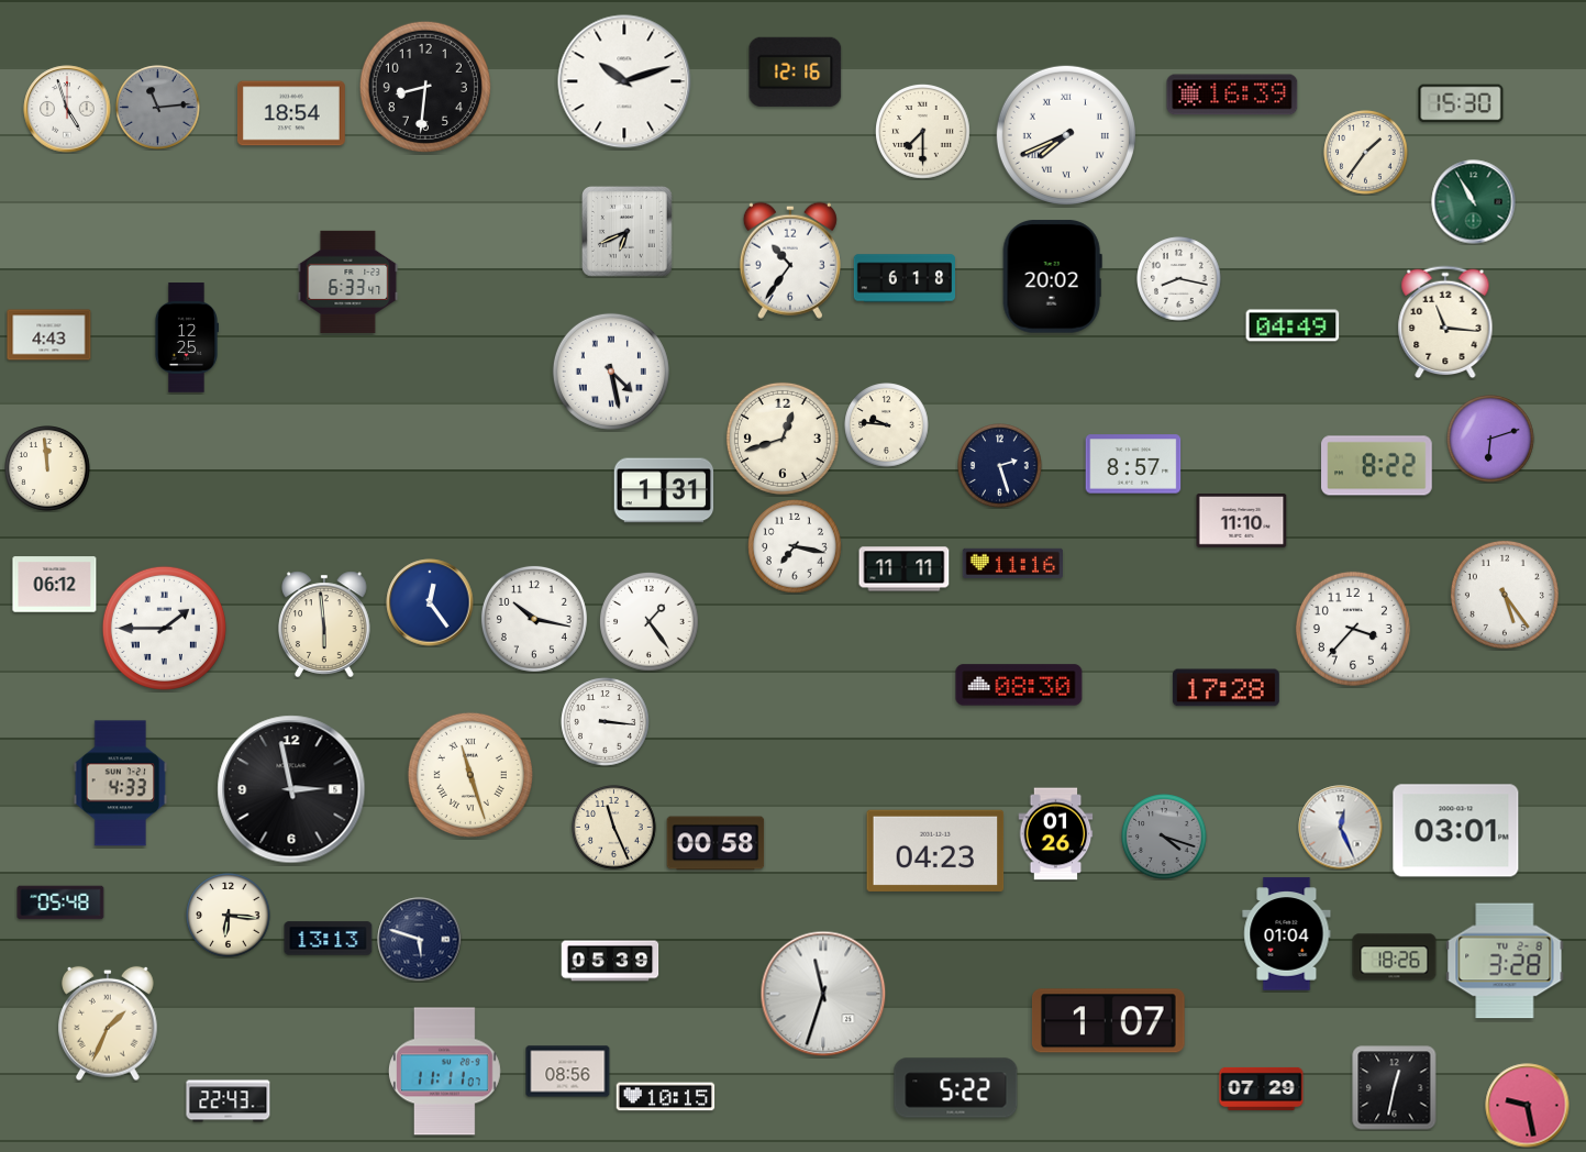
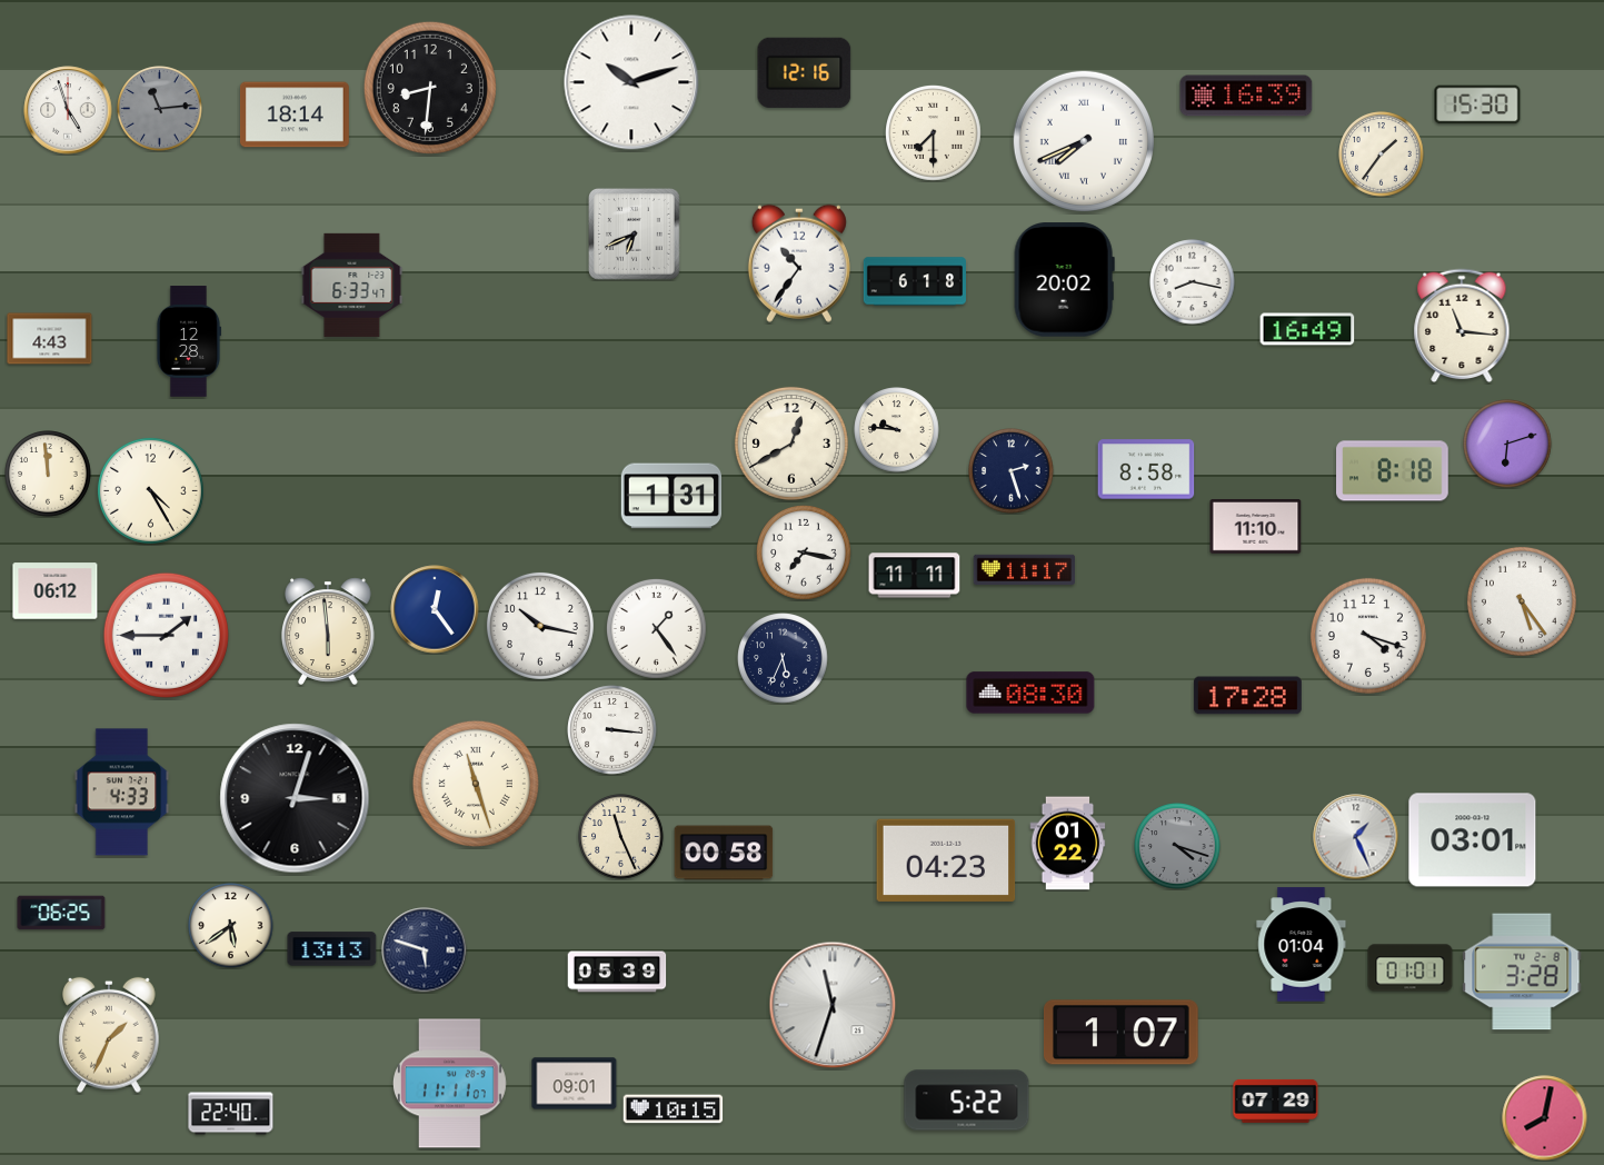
clock at (291, 113): 18:54 -> 18:14
clock at (1066, 135) position: (1066, 135) -> (1084, 141)
clock at (1474, 202): 10:55 -> none
clock at (1293, 325): 04:49 -> 16:49
clock at (186, 337): 12:25 -> 12:28
clock at (611, 372): 4:28 -> none
clock at (783, 439): 12:42 -> 12:40
clock at (1133, 464): 8:57 -> 8:58
clock at (1377, 466): 8:22 -> 8:18
clock at (150, 490): none -> 4:25
clock at (1012, 563): 11:16 -> 11:17
clock at (1353, 629): 3:37 -> 4:18
clock at (783, 658): none -> 5:34
clock at (1225, 688) position: (1225, 688) -> (1247, 696)
clock at (291, 789): 2:58 -> 3:03
clock at (1341, 828): 12:26 -> 1:26
clock at (1056, 834): 01:26 -> 01:22
clock at (60, 902): 05:48 -> 06:25
clock at (229, 916): 6:16 -> 5:39
clock at (1395, 957): 18:26 -> 01:01
clock at (568, 1072): 08:56 -> 09:01
clock at (1395, 1088): 12:32 -> none
clock at (229, 1101): 22:43 -> 22:40
clock at (1528, 1106): 9:28 -> 8:02
